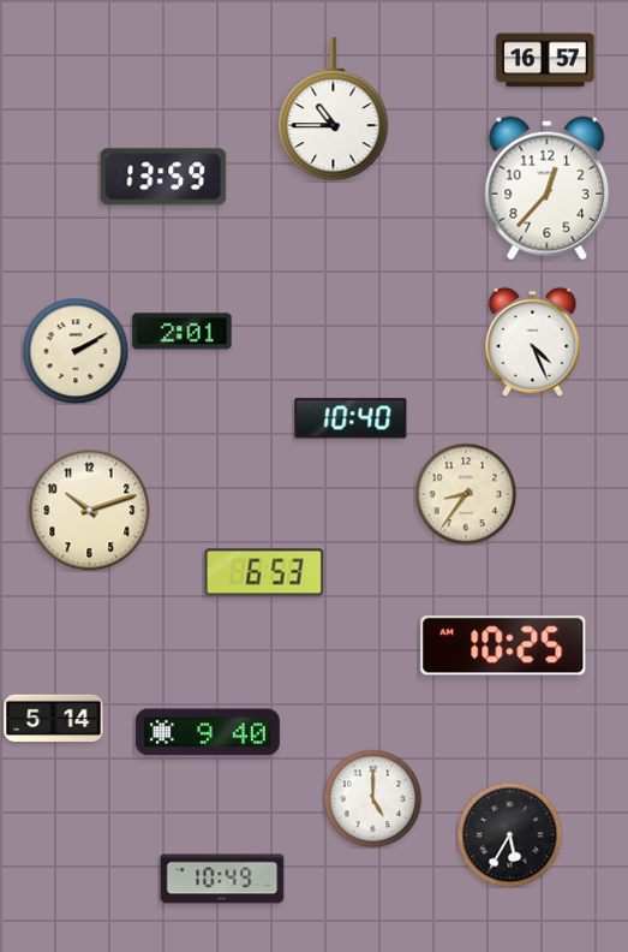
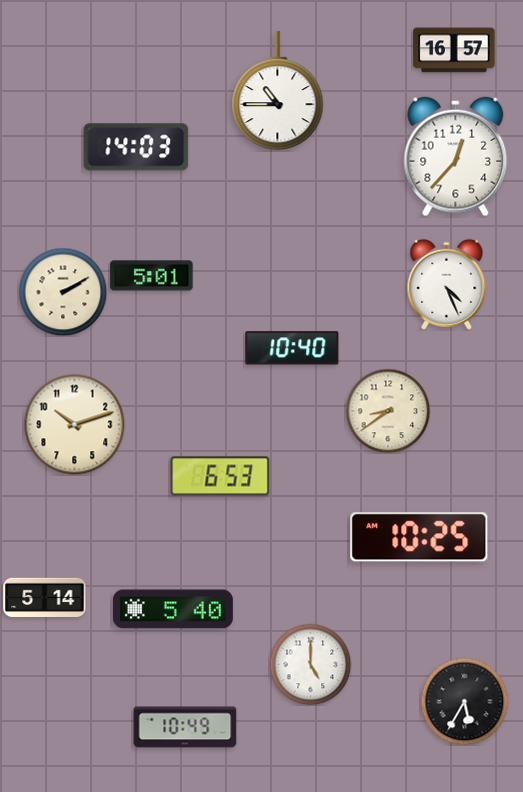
clock at (163, 177): 13:59 -> 14:03
clock at (183, 332): 2:01 -> 5:01
clock at (533, 341) position: (533, 341) -> (447, 284)
clock at (466, 494): 8:36 -> 8:39
clock at (208, 732): 9:40 -> 5:40
clock at (509, 834) position: (509, 834) -> (464, 701)
clock at (222, 879) position: (222, 879) -> (185, 727)
